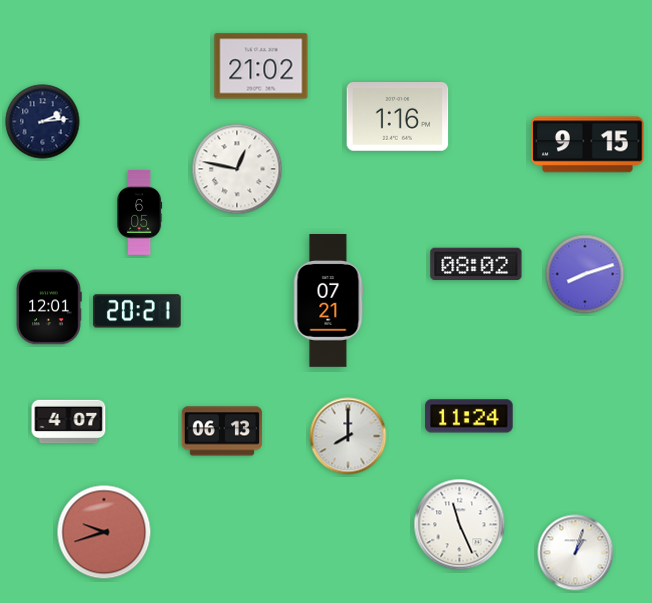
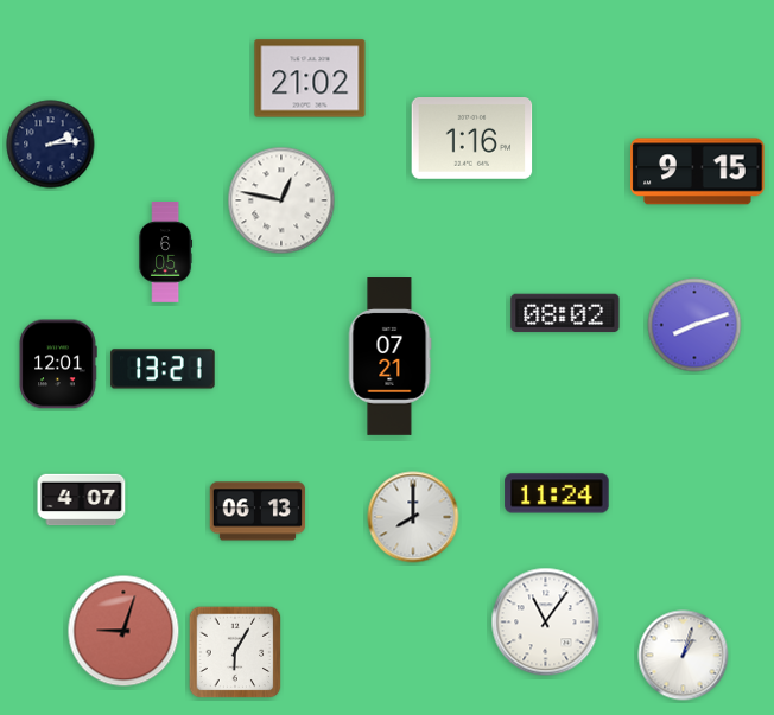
clock at (137, 311): 20:21 -> 13:21
clock at (222, 431) position: (222, 431) -> (258, 511)
clock at (460, 525): 11:26 -> 11:06
clock at (104, 532): 9:42 -> 9:03
clock at (235, 652): none -> 6:05
